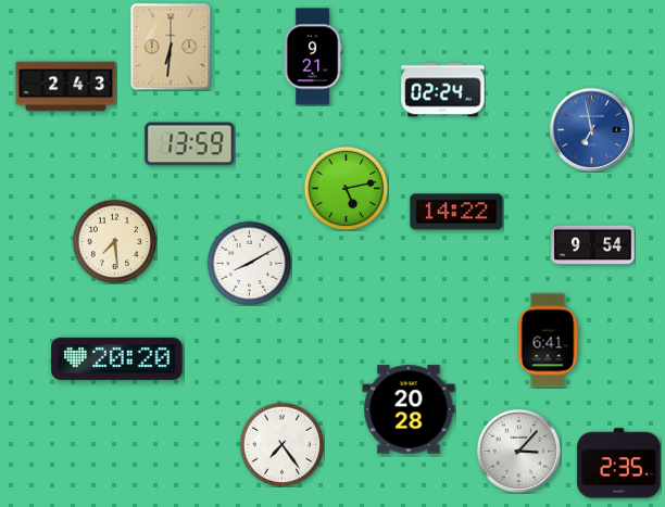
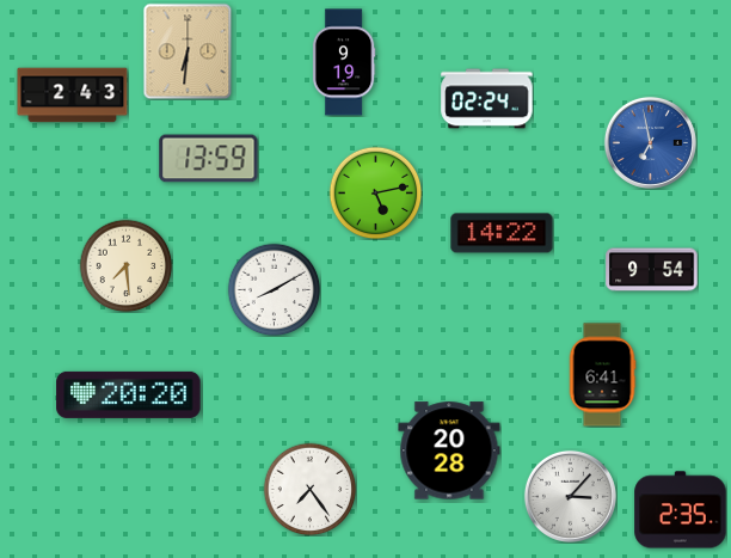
clock at (313, 56): 9:21 -> 9:19
clock at (346, 188) position: (346, 188) -> (375, 192)
